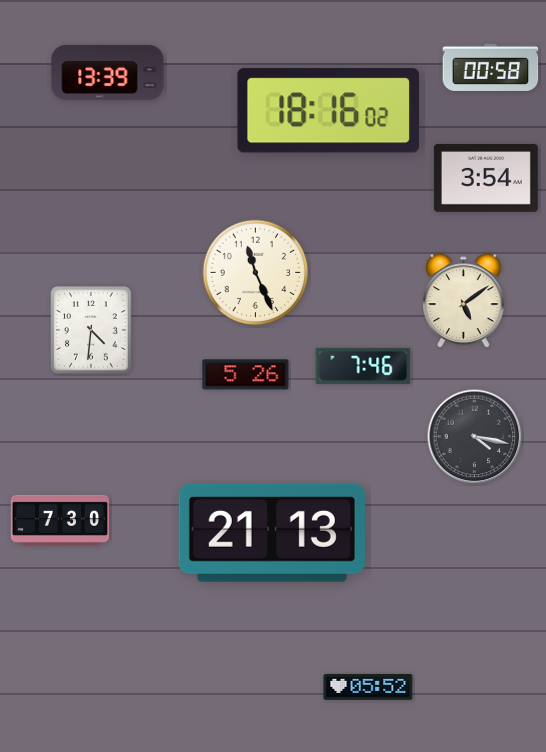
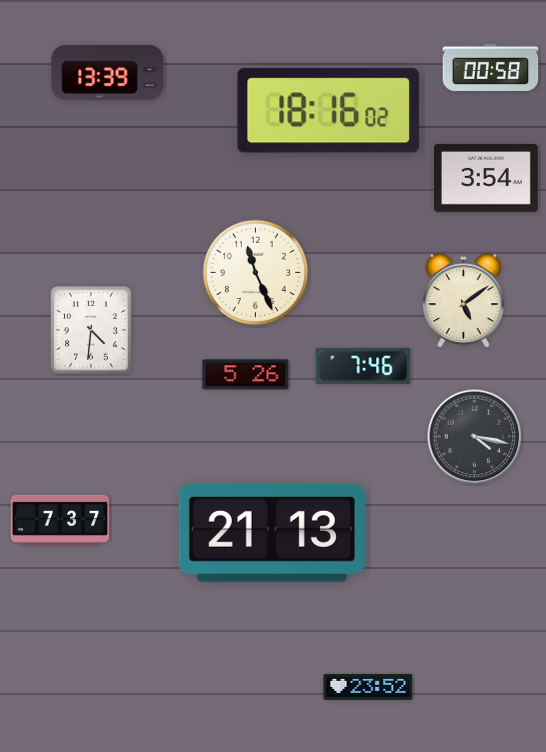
clock at (60, 520): 7:30 -> 7:37
clock at (368, 687): 05:52 -> 23:52
